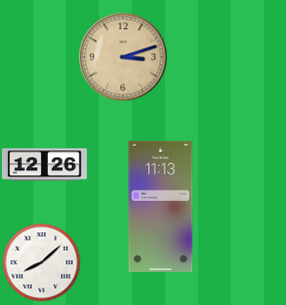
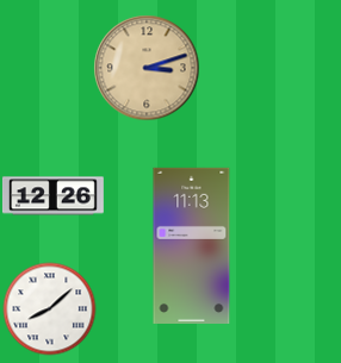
clock at (41, 262) position: (41, 262) -> (49, 308)
